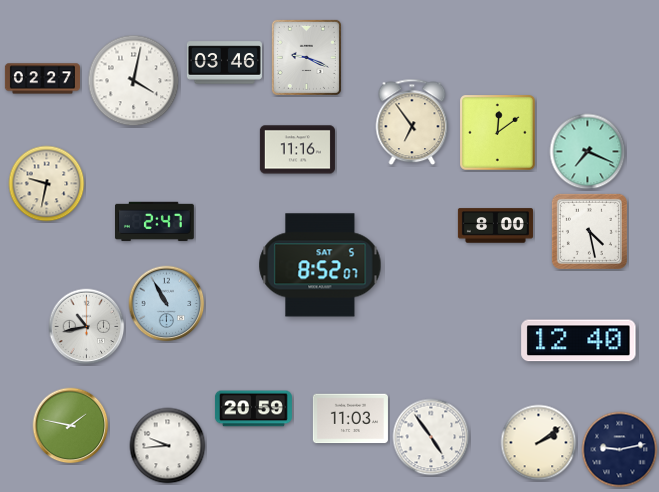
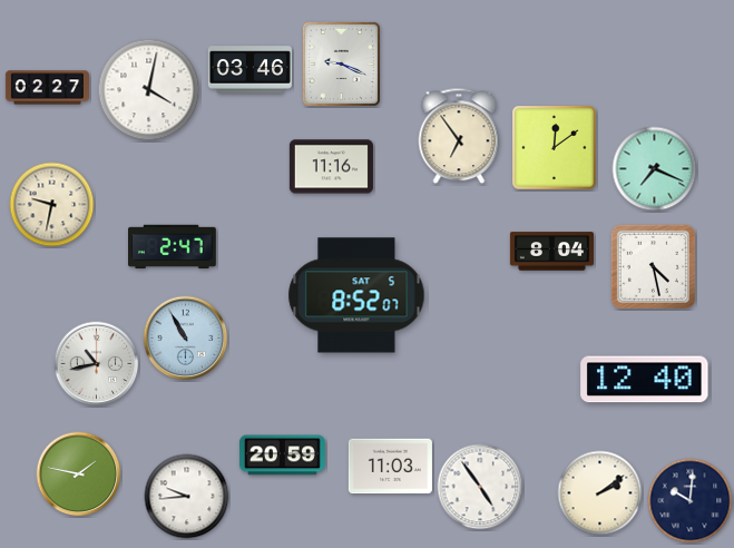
clock at (495, 226): 8:00 -> 8:04
clock at (589, 231) position: (589, 231) -> (653, 266)
clock at (620, 450): 9:13 -> 10:01
